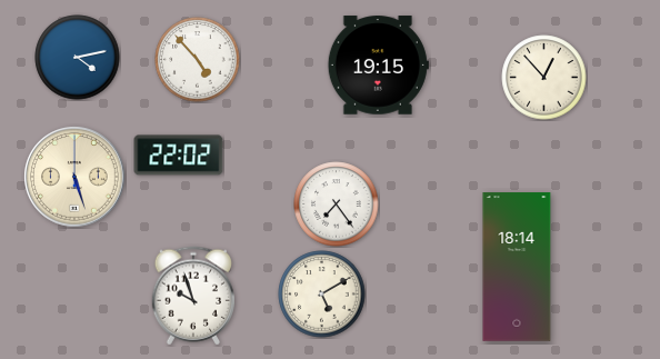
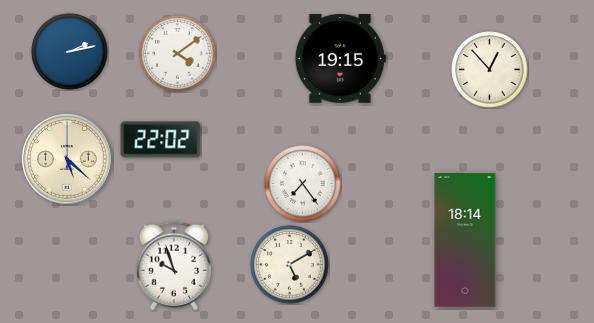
clock at (78, 58): 4:13 -> 2:13
clock at (198, 60): 4:53 -> 4:09
clock at (74, 177): 5:27 -> 5:22
